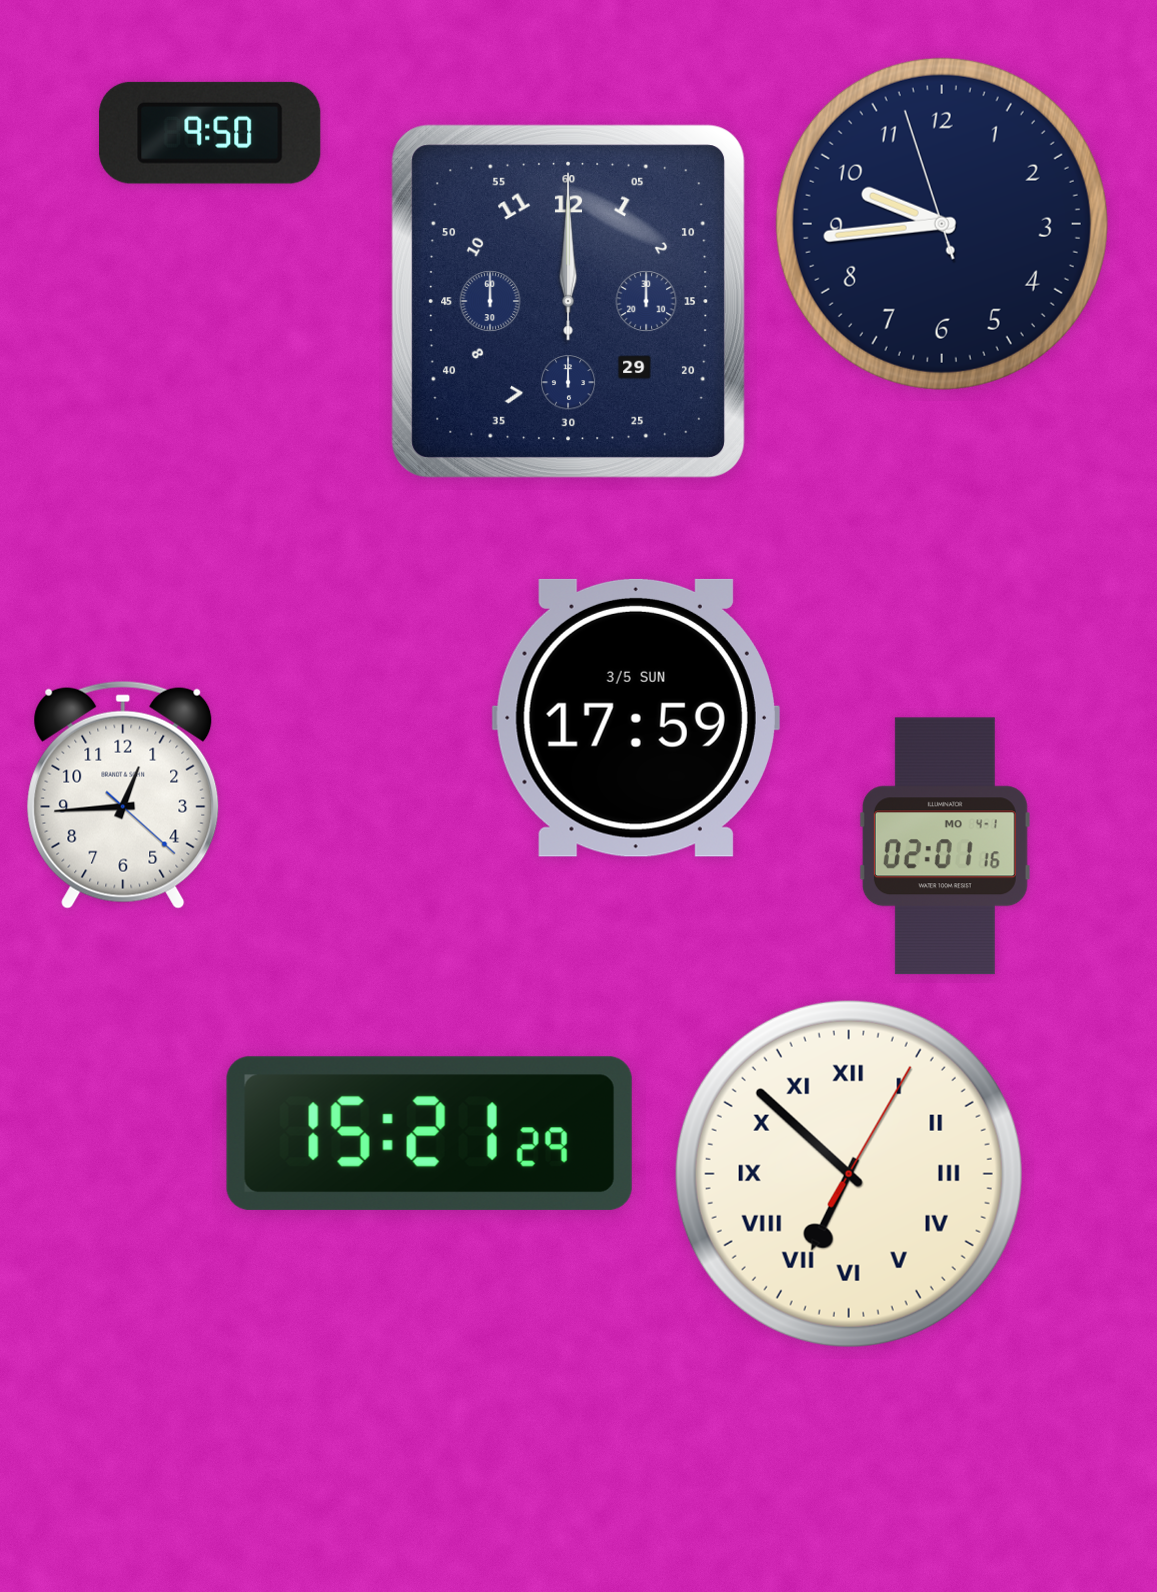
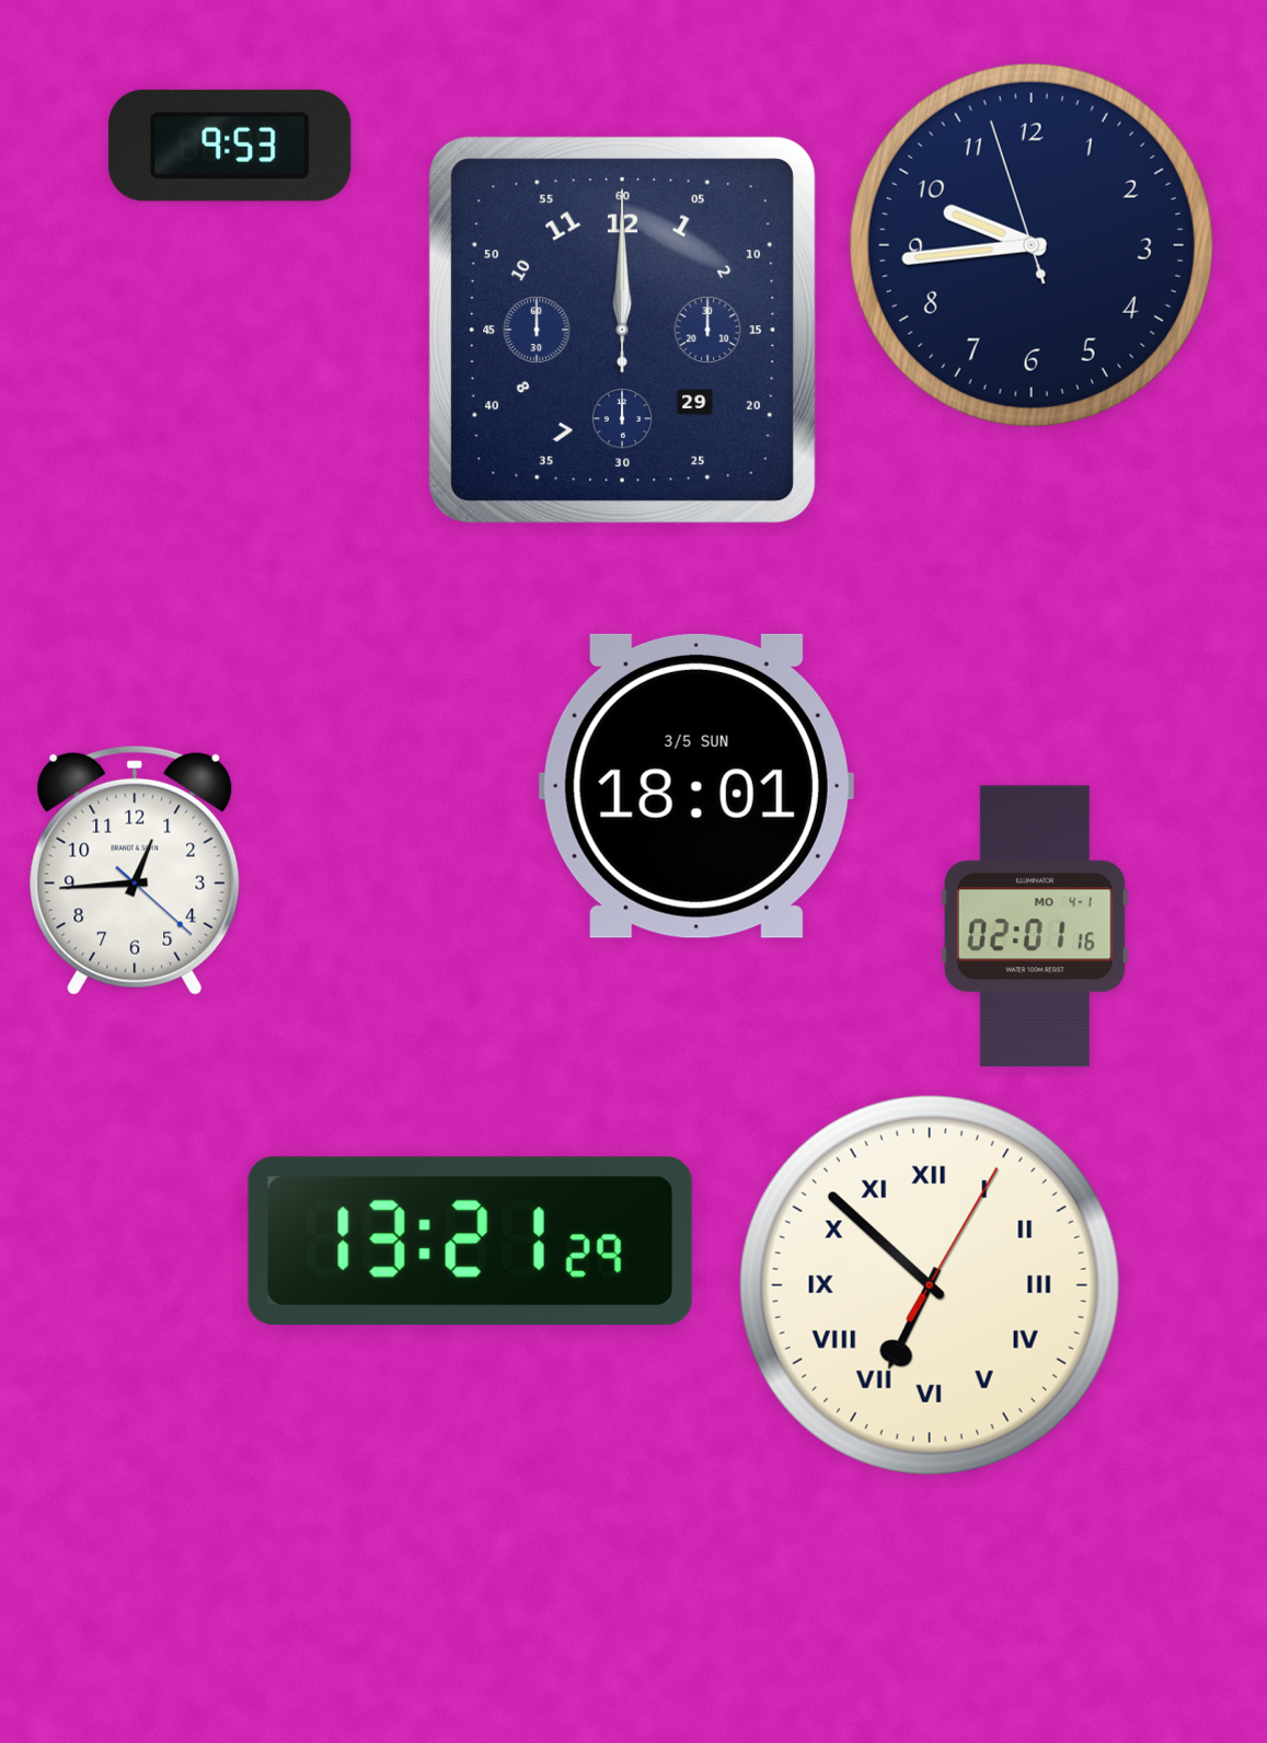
clock at (210, 133): 9:50 -> 9:53
clock at (636, 718): 17:59 -> 18:01
clock at (429, 1133): 15:21 -> 13:21
